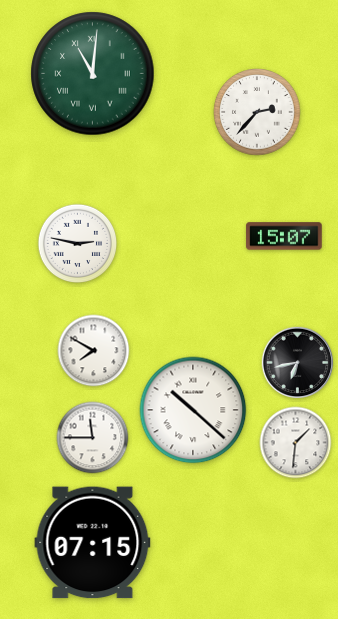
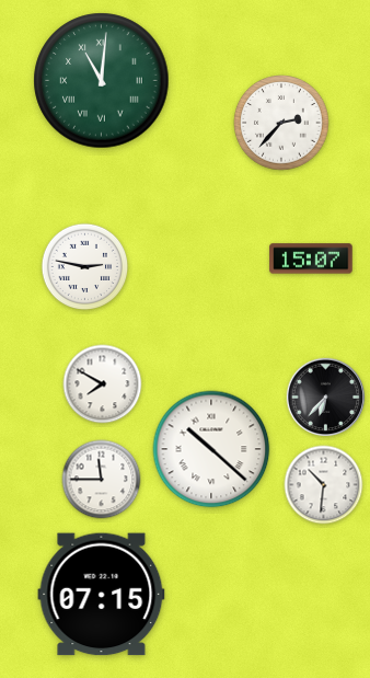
clock at (298, 363): 6:43 -> 6:37
clock at (296, 443): 1:31 -> 10:31
